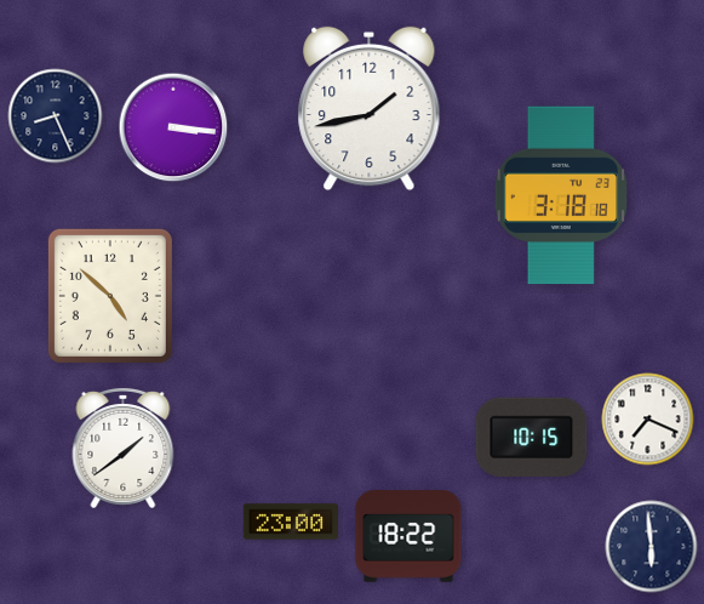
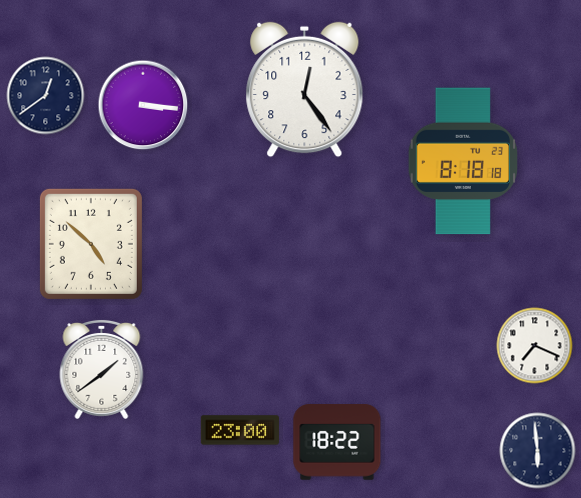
clock at (370, 109): 1:43 -> 12:24
clock at (56, 116): 8:26 -> 12:39
clock at (561, 195): 3:18 -> 8:18
clock at (532, 437): 10:15 -> none
